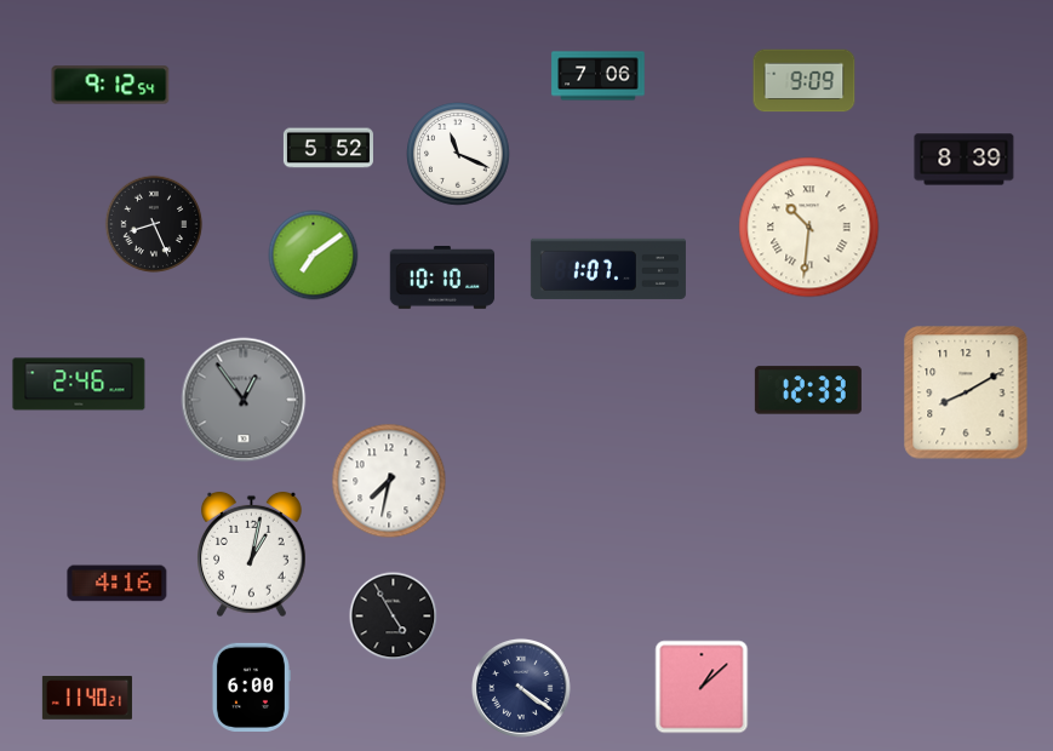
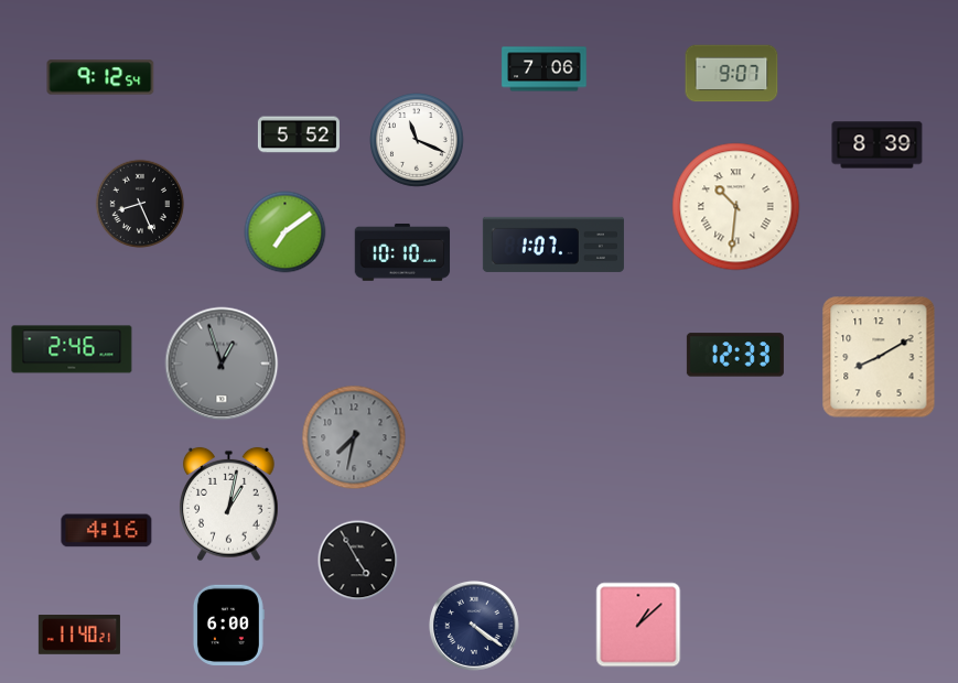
clock at (805, 81): 9:09 -> 9:07
clock at (244, 400): 12:54 -> 12:57
clock at (389, 481) dial: white -> grey
